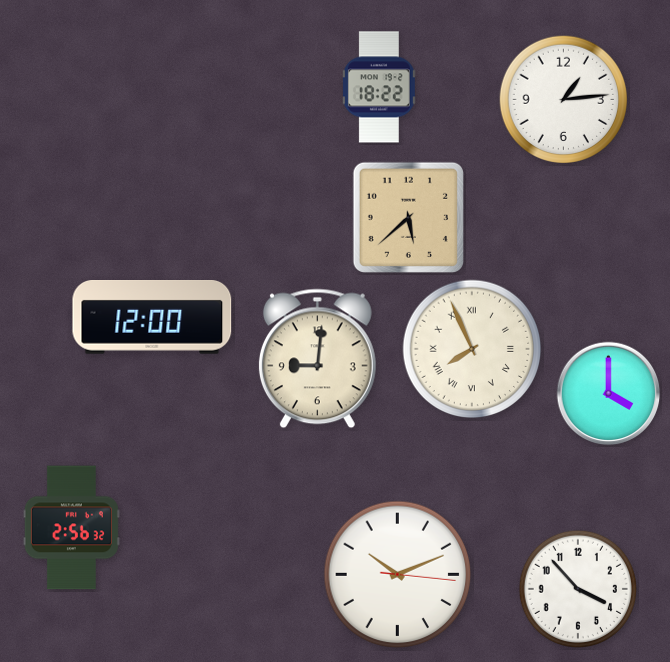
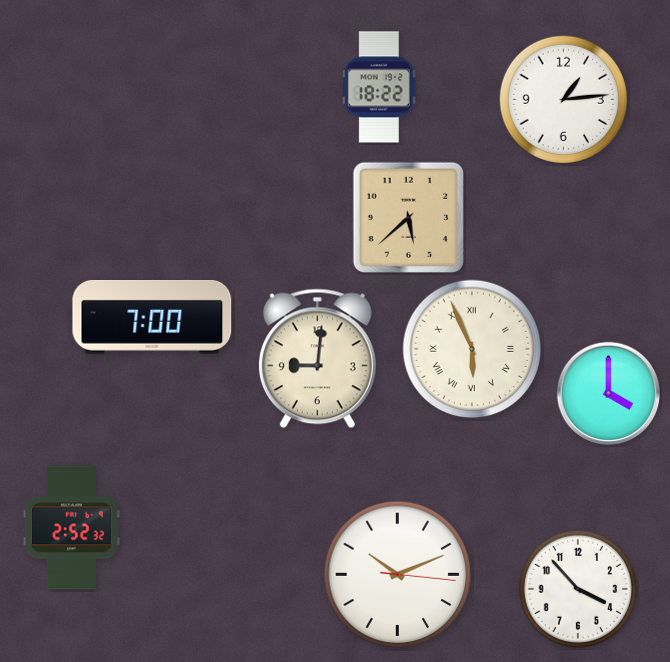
clock at (152, 318): 12:00 -> 7:00
clock at (472, 349): 7:56 -> 5:56
clock at (71, 528): 2:56 -> 2:52
